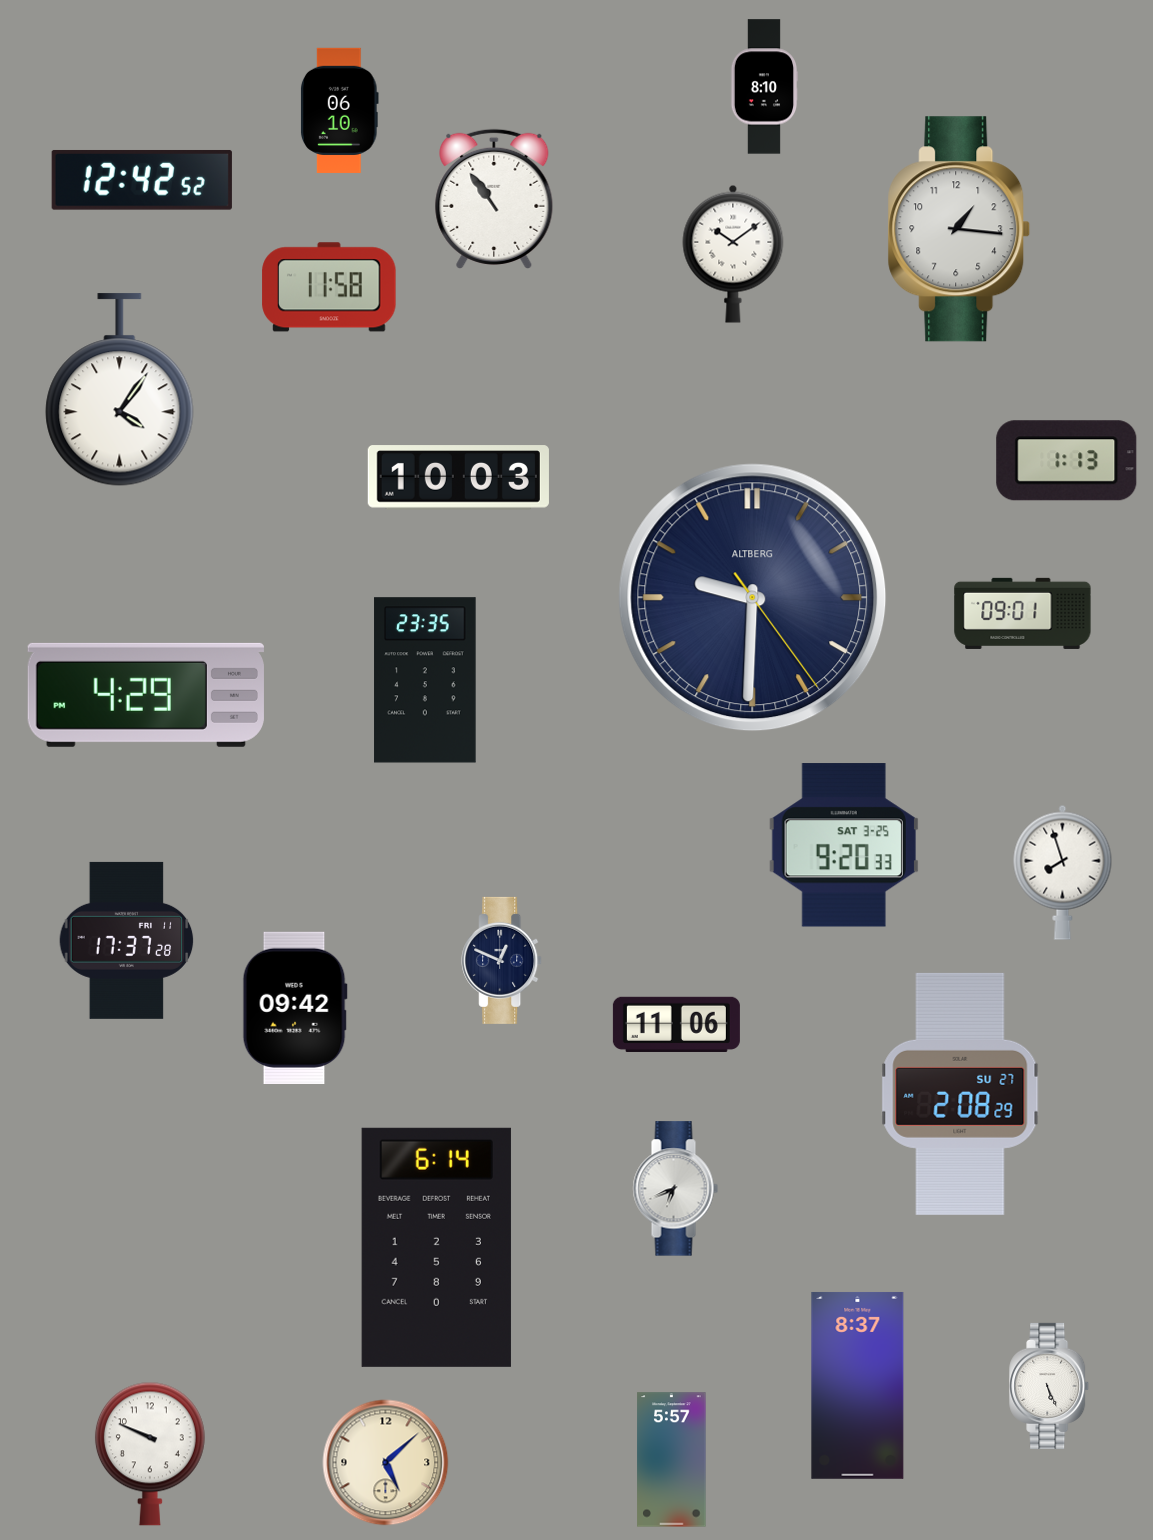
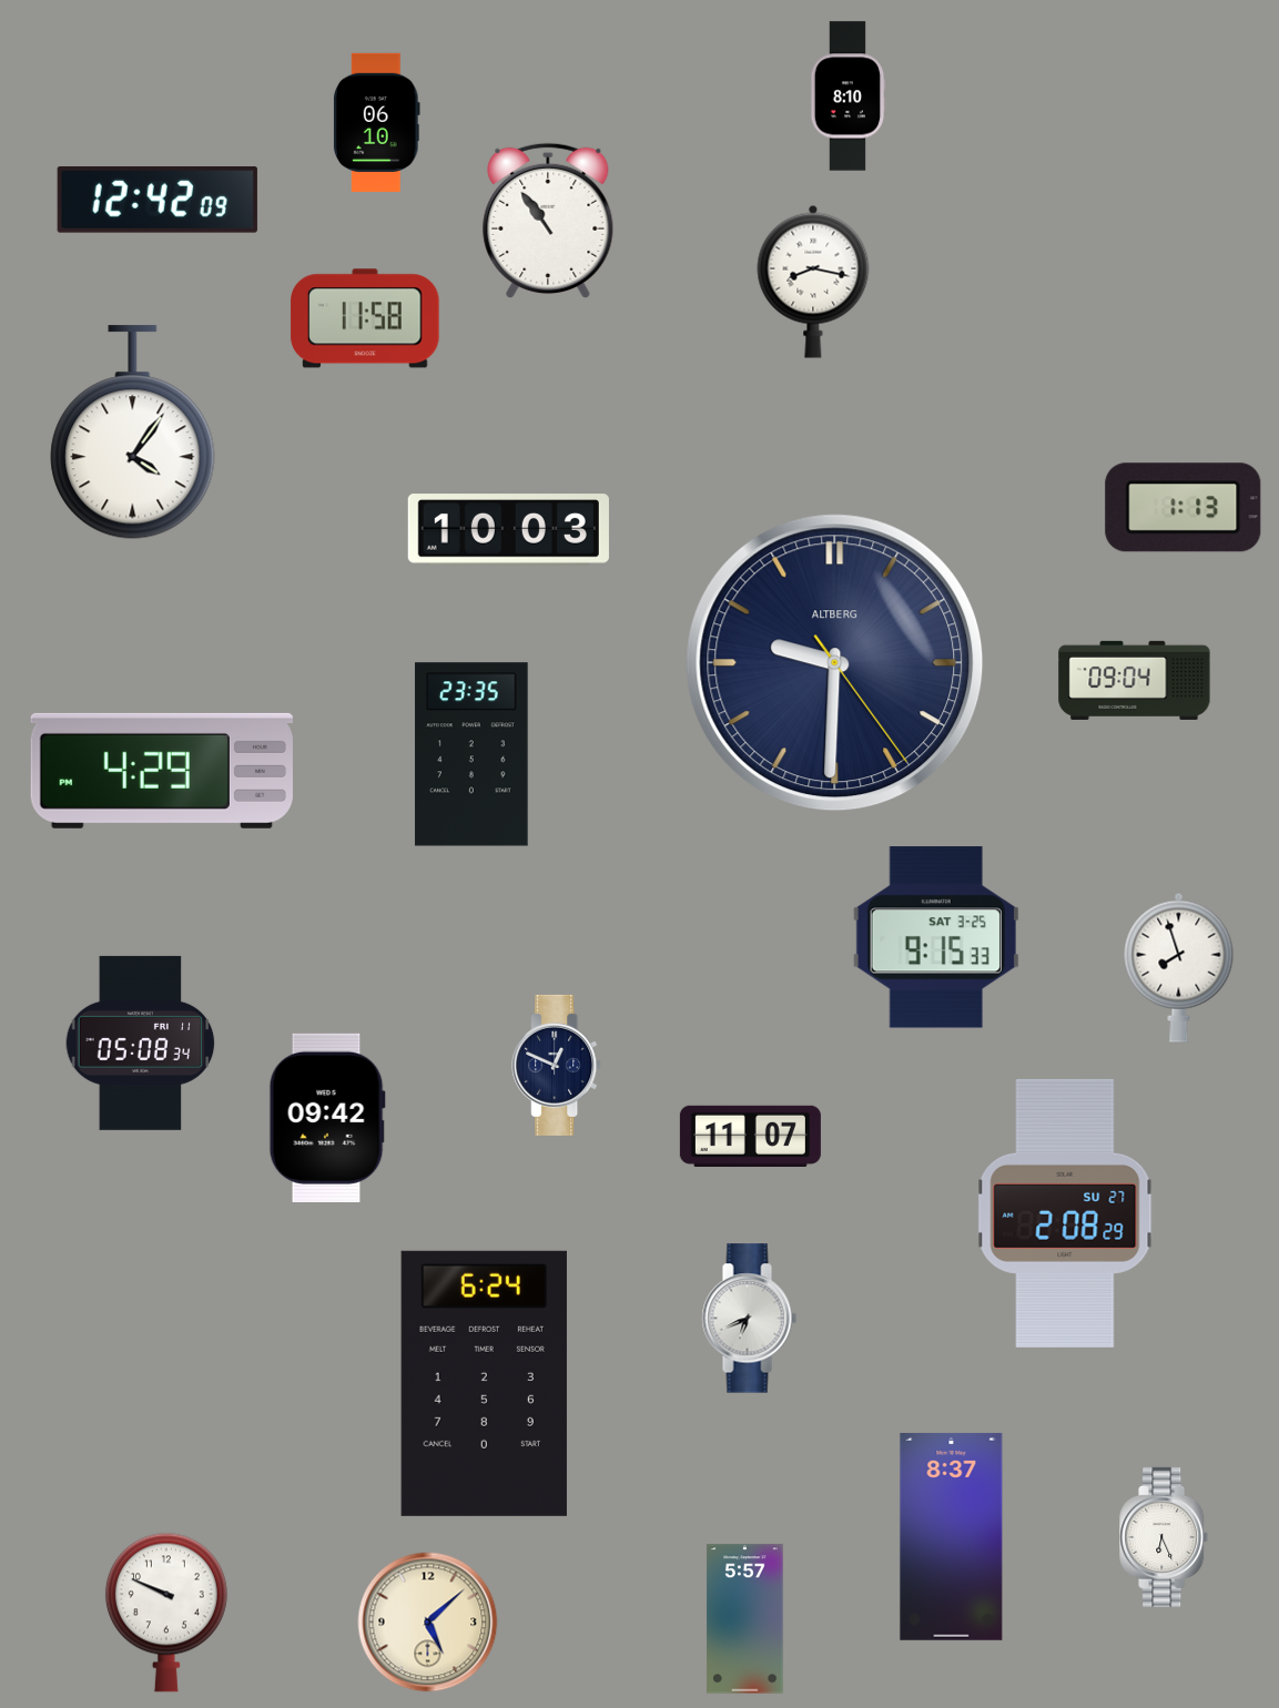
clock at (142, 180): 12:42:52 -> 12:42:09
clock at (959, 229): 1:16 -> none
clock at (733, 254): 10:09 -> 8:17
clock at (1067, 461) position: (1067, 461) -> (1184, 508)
clock at (1023, 613): 09:01 -> 09:04
clock at (844, 845): 9:20 -> 9:15
clock at (127, 940): 17:37 -> 05:08
clock at (676, 1024): 11:06 -> 11:07
clock at (436, 1247): 6:14 -> 6:24
clock at (1050, 1386): 5:26 -> 6:26
